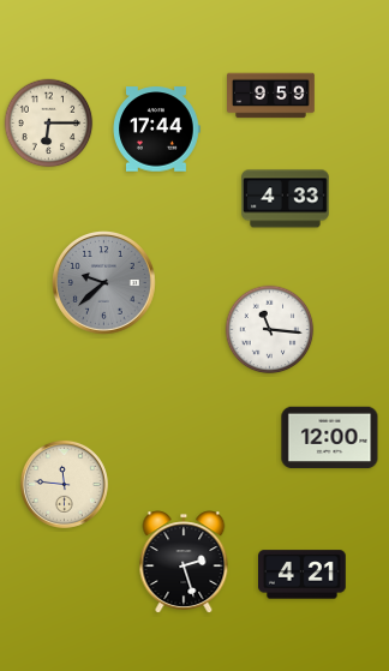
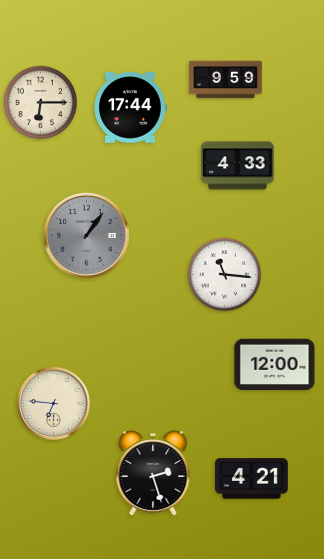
clock at (104, 283): 9:38 -> 1:06
clock at (64, 484): 11:46 -> 6:46
clock at (184, 562) position: (184, 562) -> (153, 473)
